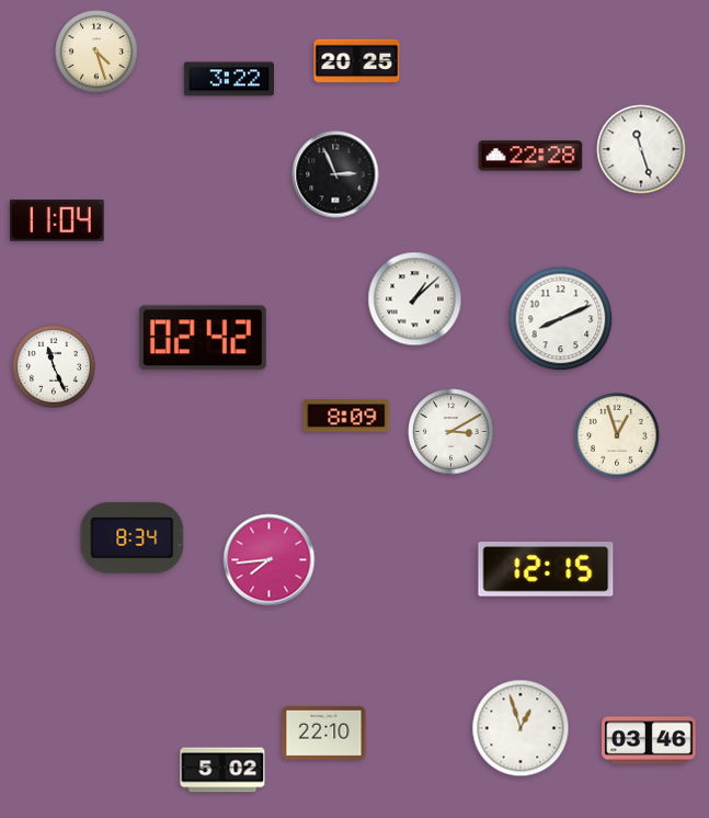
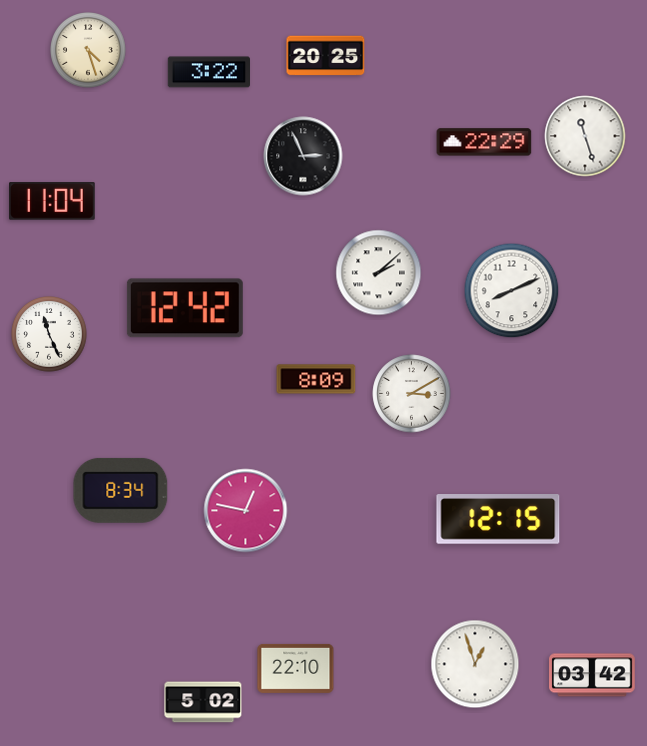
clock at (98, 53) position: (98, 53) -> (89, 51)
clock at (530, 156): 22:28 -> 22:29
clock at (335, 174) position: (335, 174) -> (303, 156)
clock at (415, 299): 1:08 -> 2:08
clock at (203, 338): 02:42 -> 12:42
clock at (617, 435): 12:57 -> none
clock at (270, 560): 7:44 -> 12:47
clock at (649, 740): 03:46 -> 03:42
